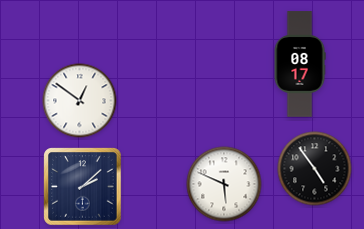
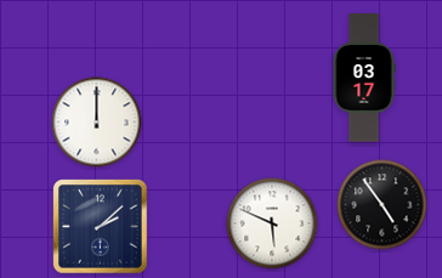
clock at (300, 64): 08:17 -> 03:17
clock at (80, 101): 12:51 -> 12:00
